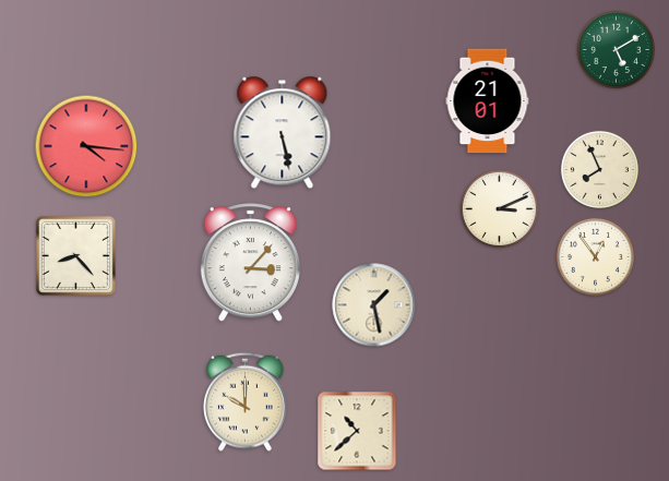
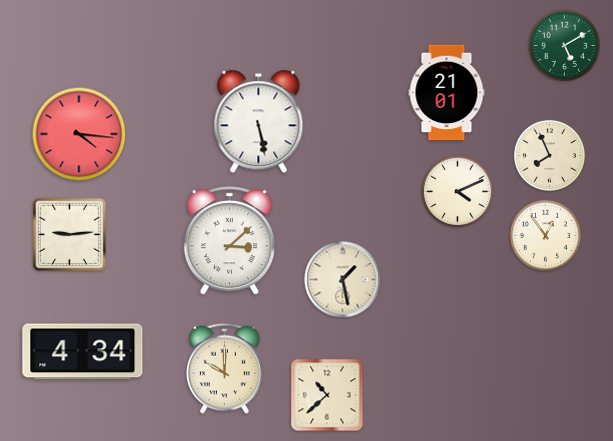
clock at (499, 208): 3:11 -> 4:11
clock at (75, 255): 8:23 -> 9:14
clock at (250, 263): 3:07 -> 3:08
clock at (83, 352): none -> 4:34
